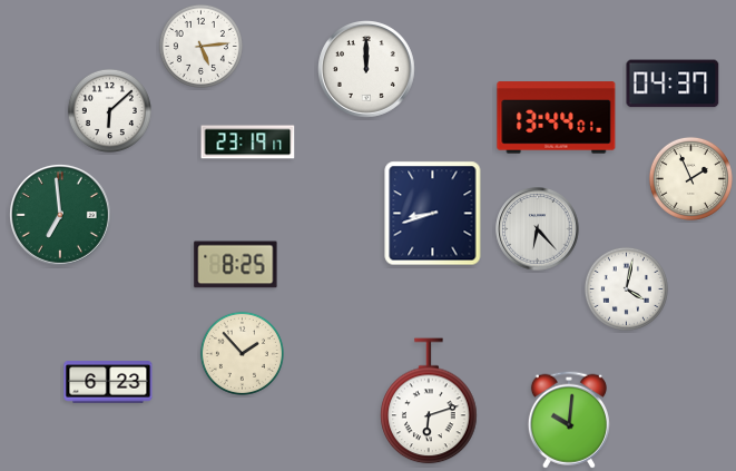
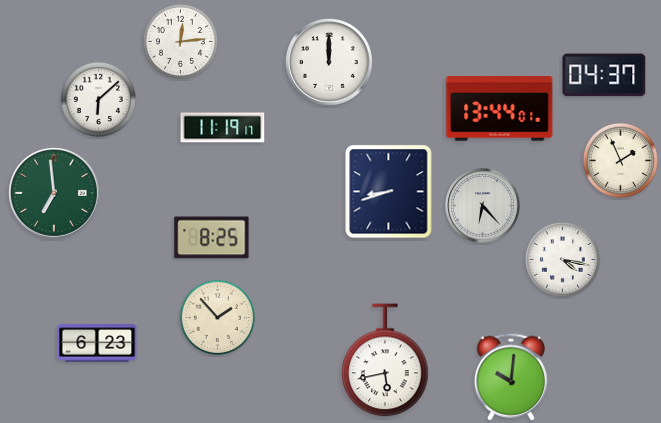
clock at (200, 46): 5:14 -> 12:14
clock at (557, 118) position: (557, 118) -> (500, 109)
clock at (248, 143): 23:19 -> 11:19
clock at (626, 288): 4:02 -> 4:17
clock at (429, 401): 6:12 -> 5:43
